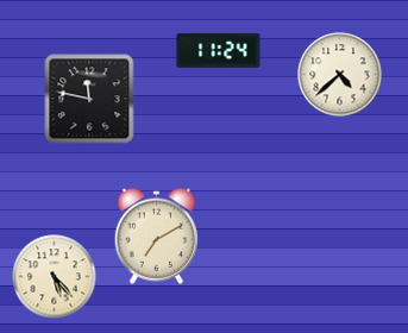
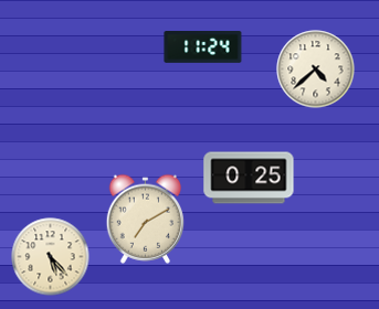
clock at (89, 99): 11:47 -> none
clock at (249, 178): none -> 0:25
